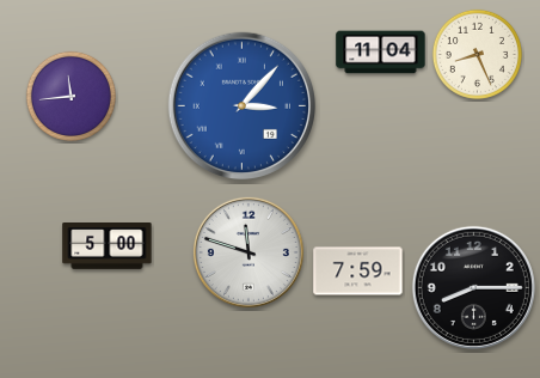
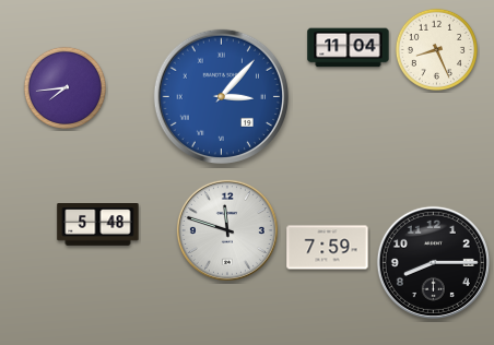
clock at (70, 96): 11:44 -> 7:44
clock at (108, 246): 5:00 -> 5:48
